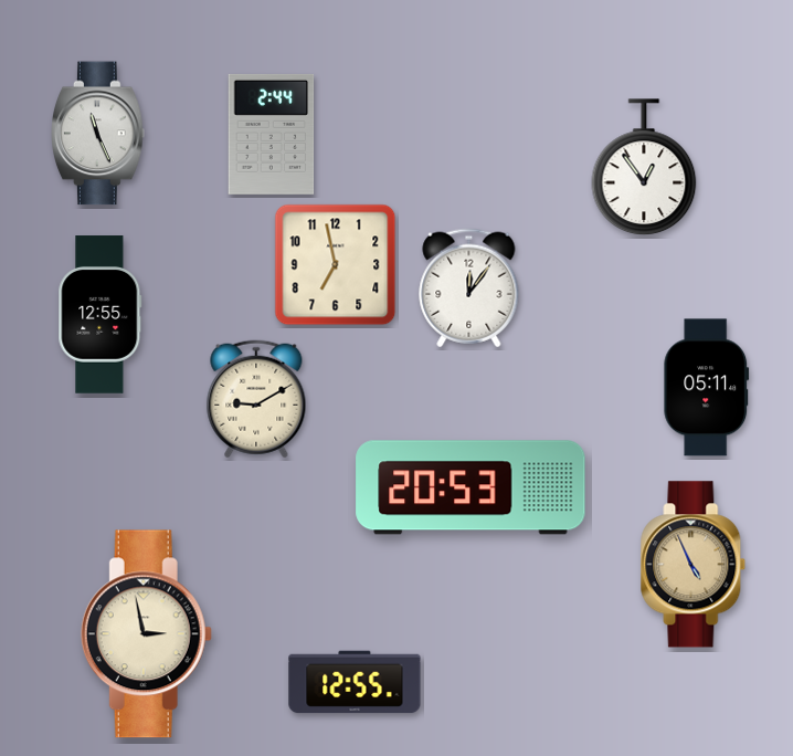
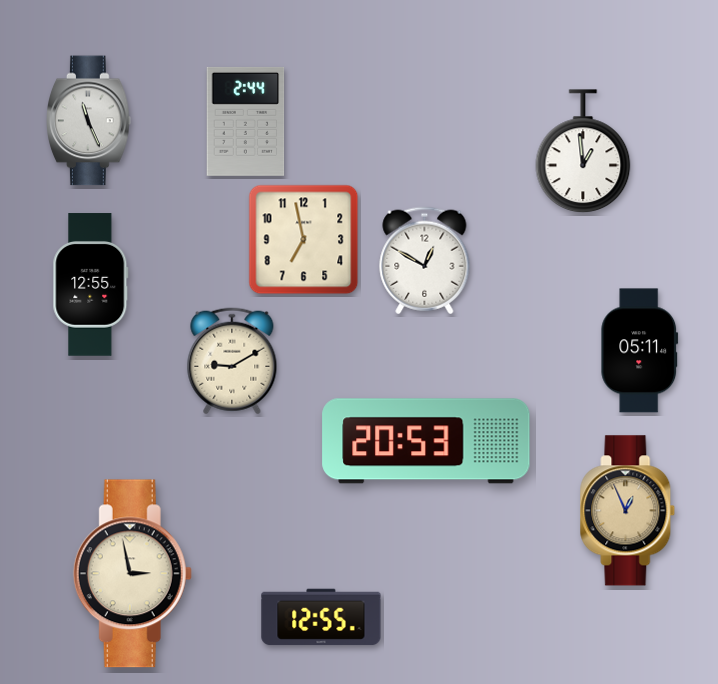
clock at (644, 168): 12:54 -> 12:59
clock at (469, 288): 12:06 -> 12:50
clock at (694, 565): 4:56 -> 12:56
